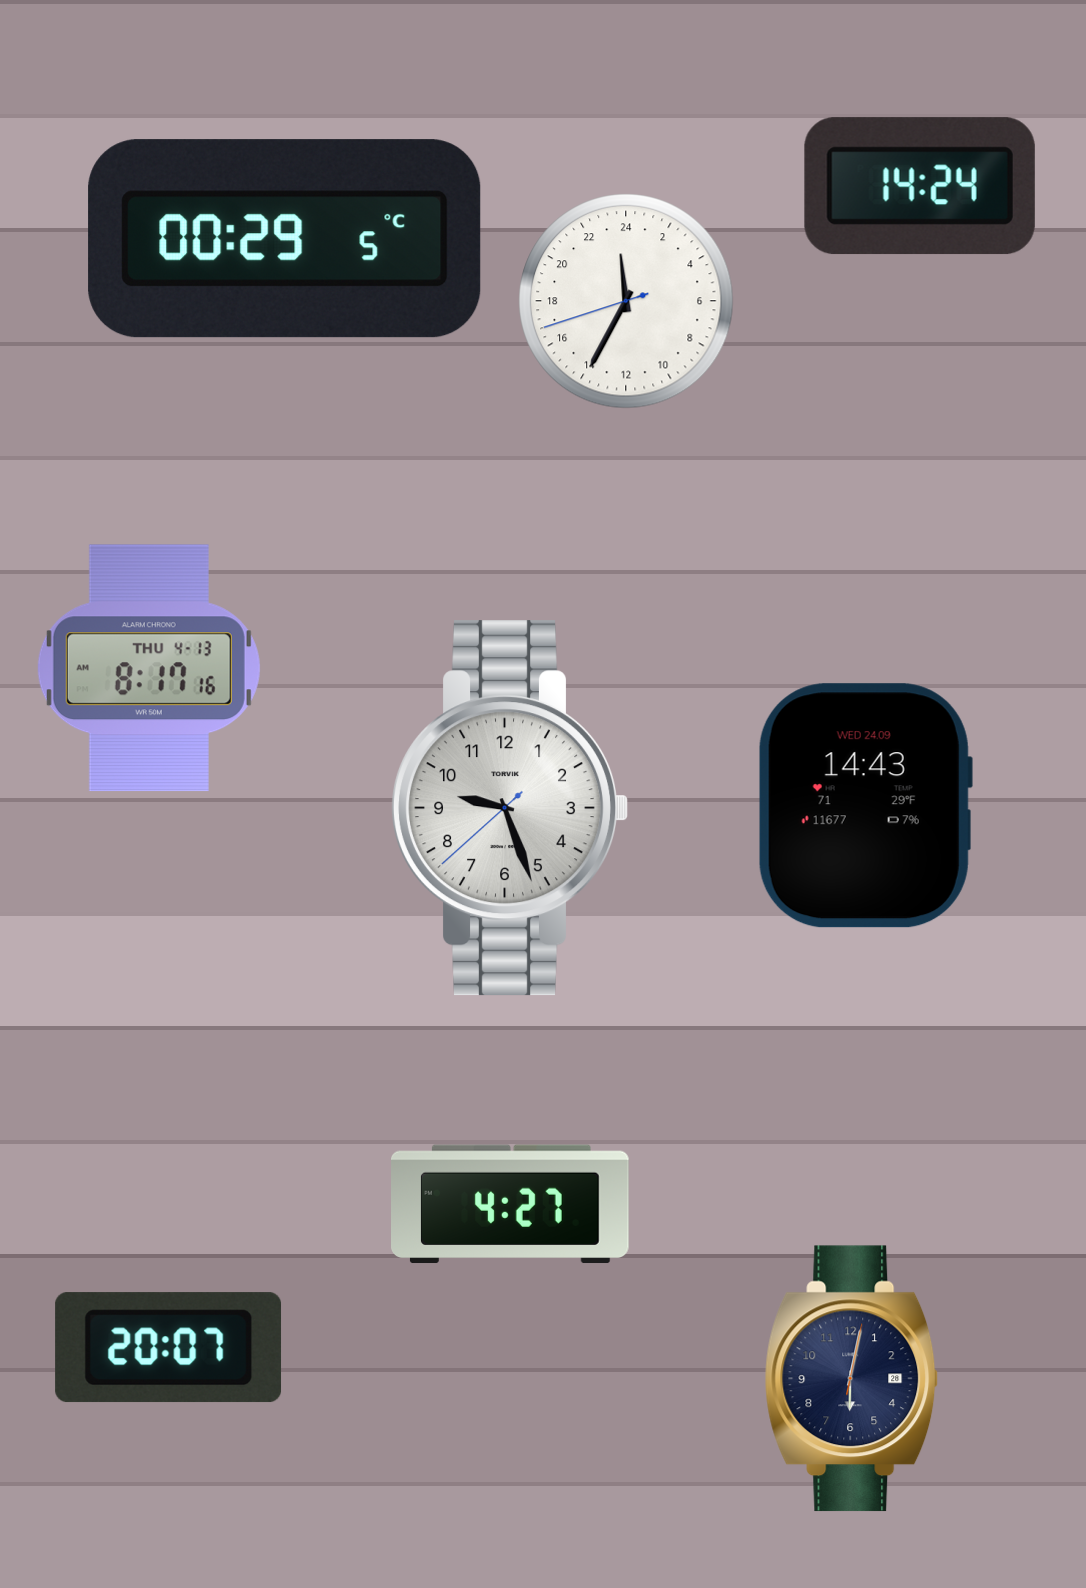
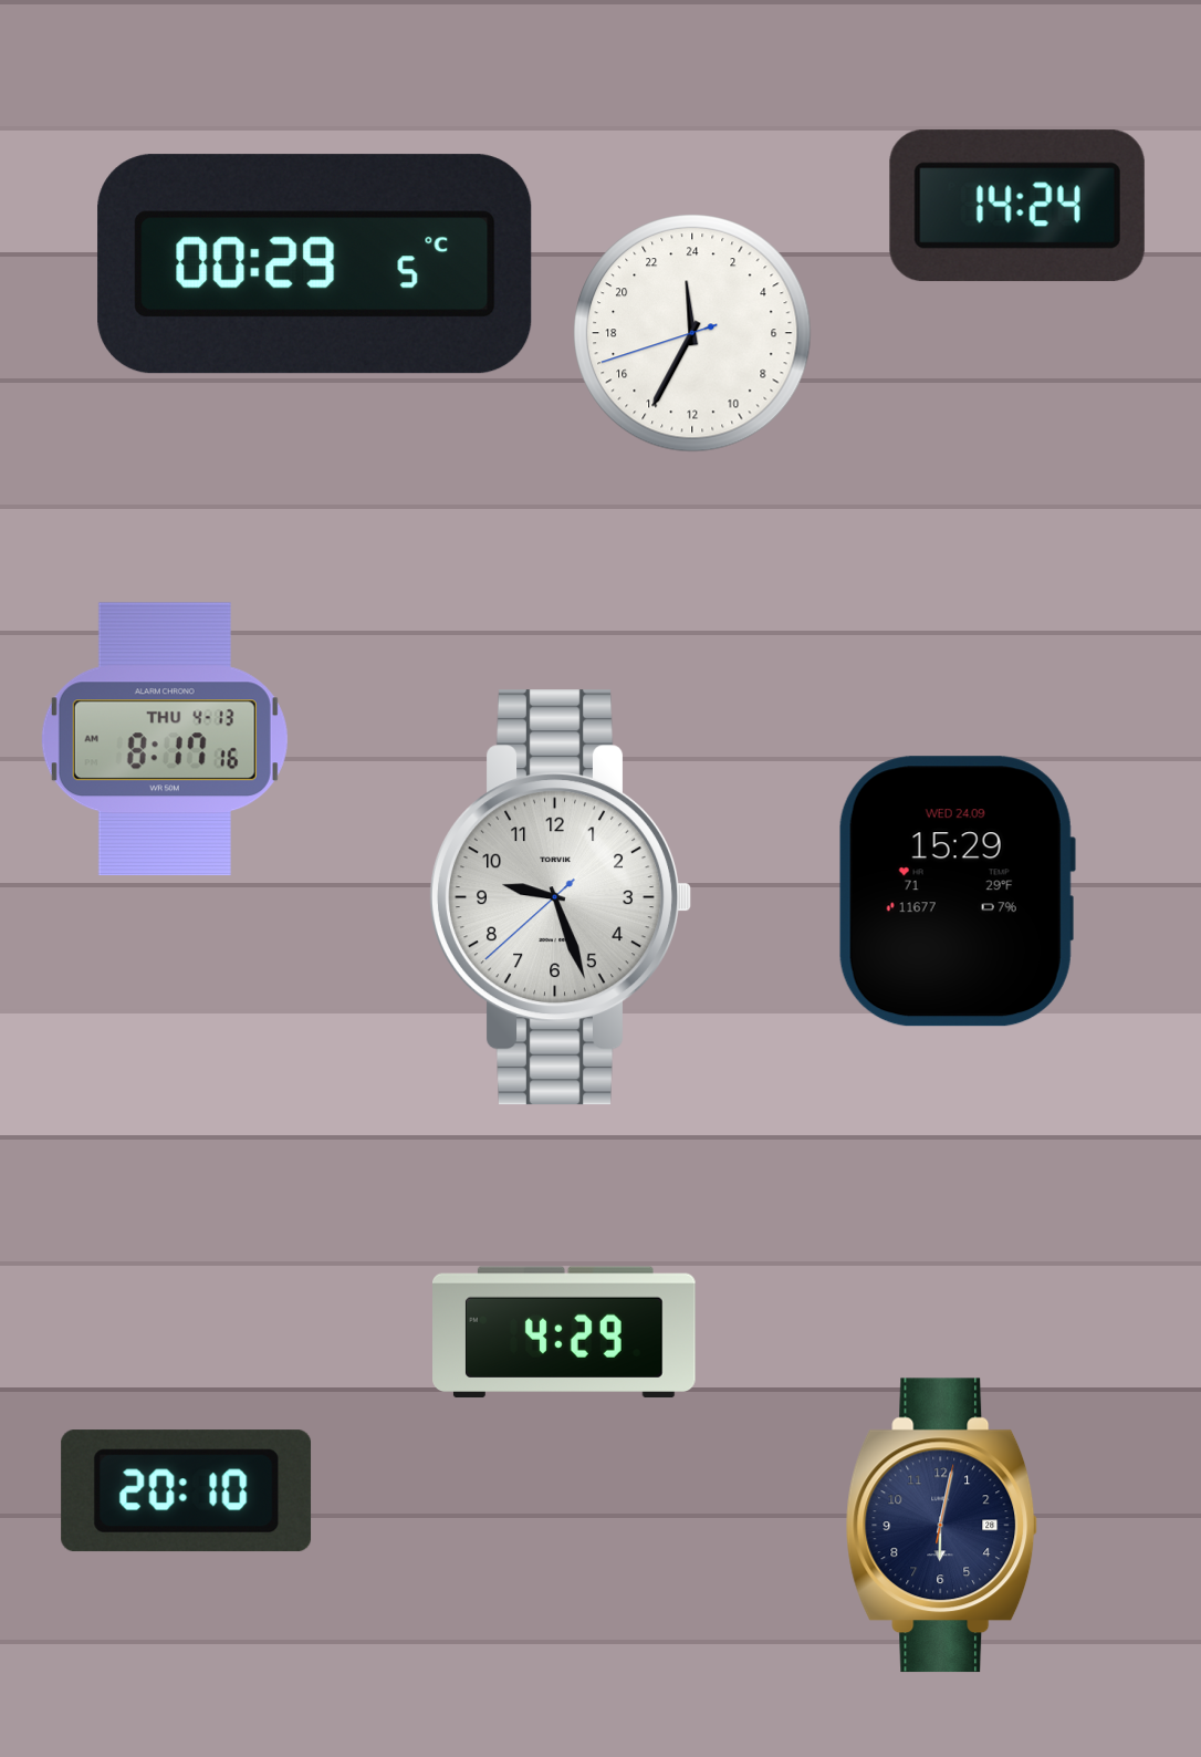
clock at (865, 806): 14:43 -> 15:29
clock at (510, 808) position: (510, 808) -> (561, 897)
clock at (511, 1204): 4:27 -> 4:29
clock at (169, 1348): 20:07 -> 20:10
